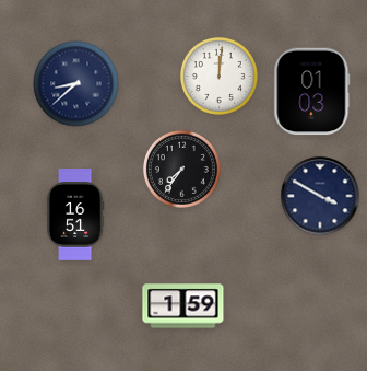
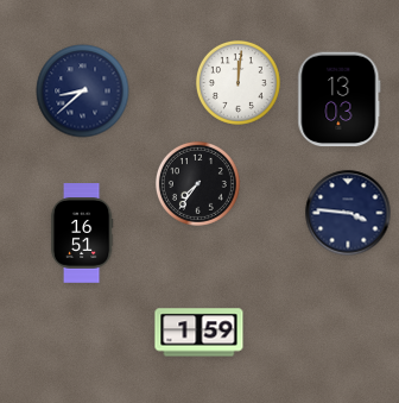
clock at (312, 92): 01:03 -> 13:03
clock at (320, 196): 3:50 -> 3:46
